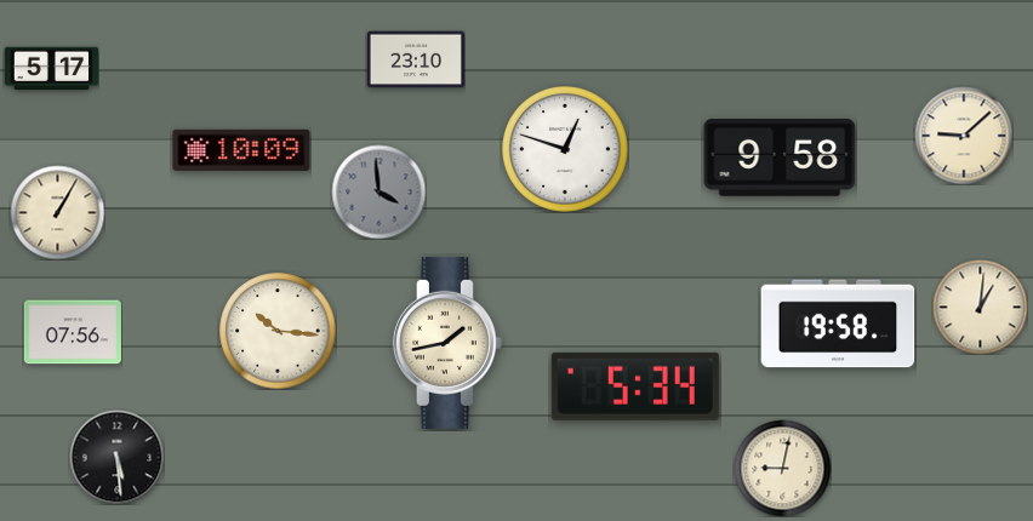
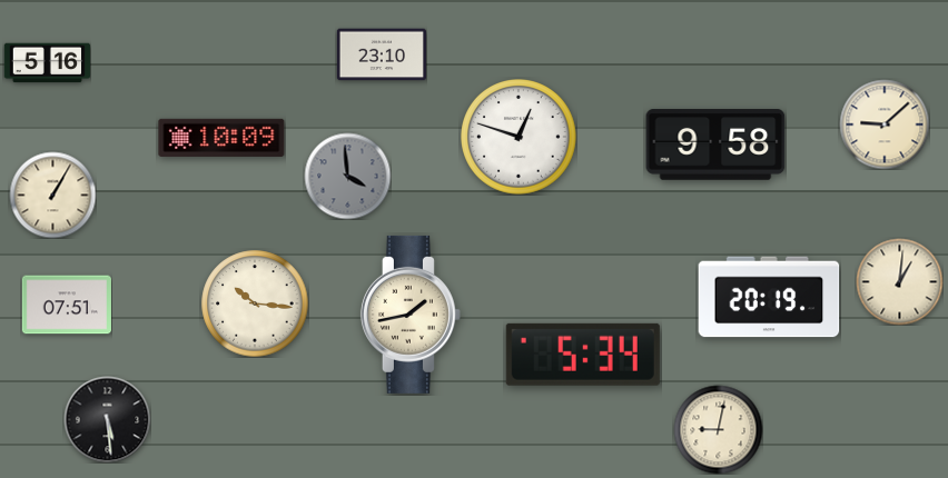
clock at (51, 69): 5:17 -> 5:16
clock at (838, 324): 19:58 -> 20:19
clock at (73, 332): 07:56 -> 07:51
